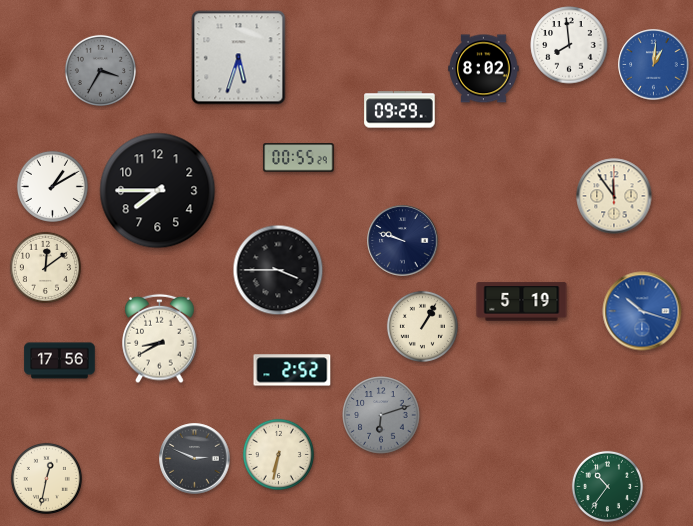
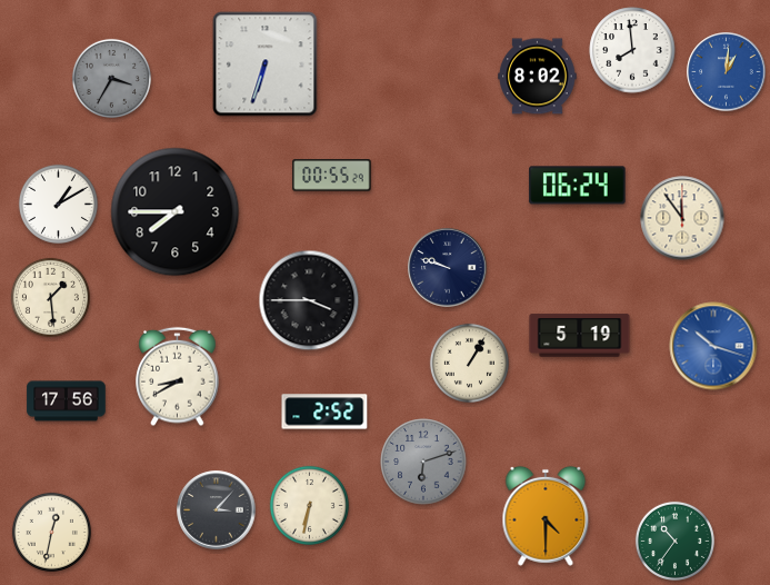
clock at (239, 58): 5:33 -> 6:33
clock at (400, 110): 09:29 -> none
clock at (578, 186): none -> 06:24
clock at (52, 186) position: (52, 186) -> (58, 204)
clock at (45, 267): 12:09 -> 1:29
clock at (195, 459): 2:49 -> 3:07
clock at (546, 516): none -> 4:30
